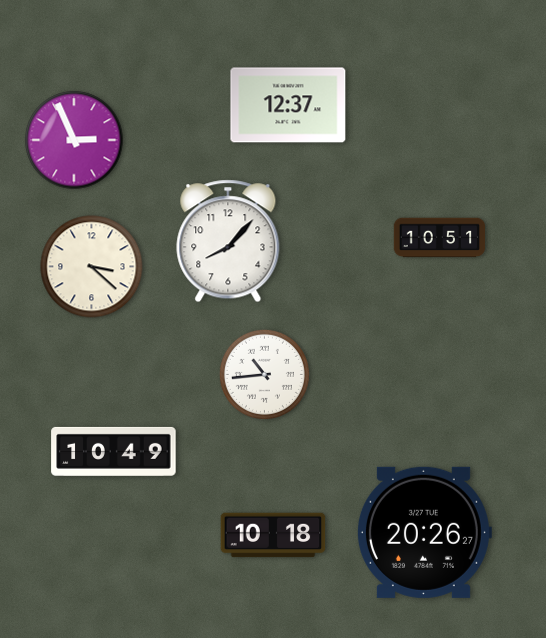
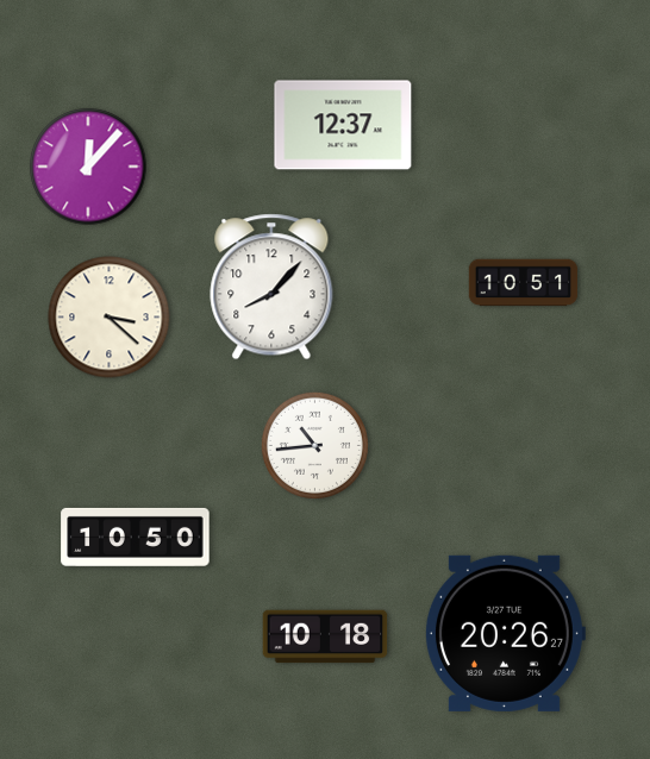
clock at (74, 140): 2:56 -> 12:07
clock at (114, 451): 10:49 -> 10:50
